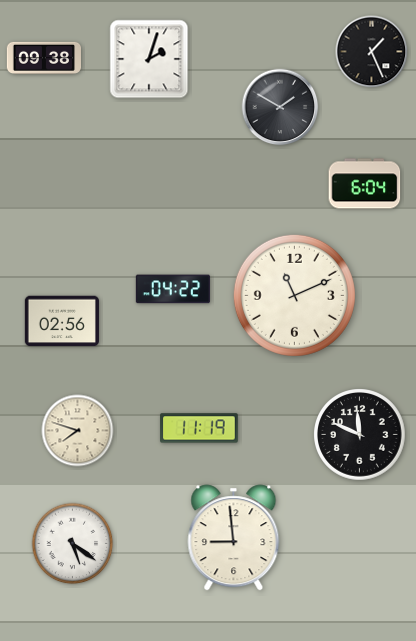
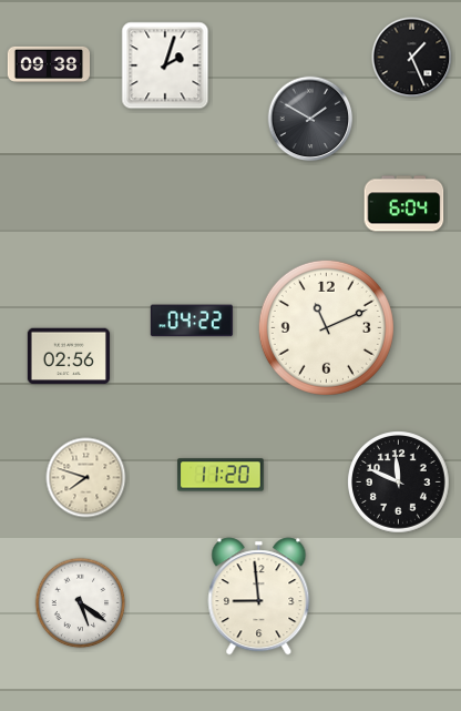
clock at (199, 428): 11:19 -> 11:20
